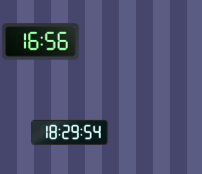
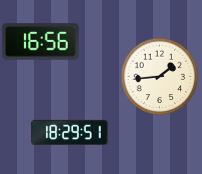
clock at (159, 76): none -> 1:44
clock at (70, 132): 18:29:54 -> 18:29:51
